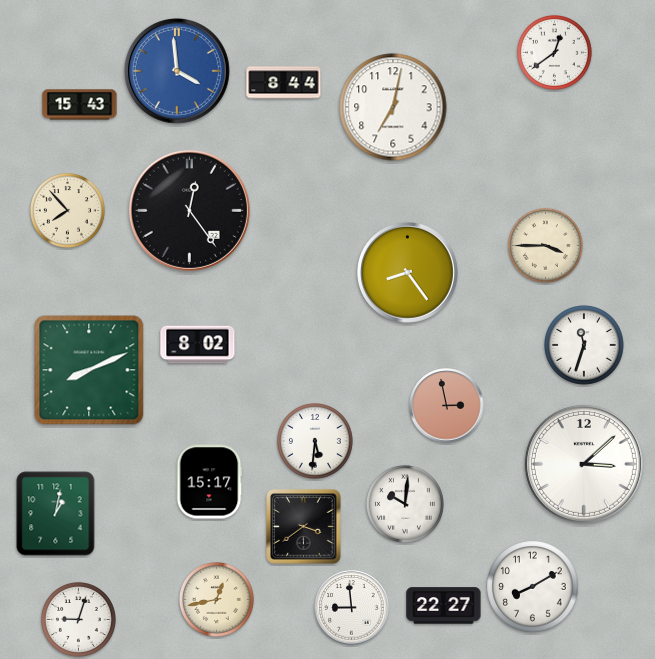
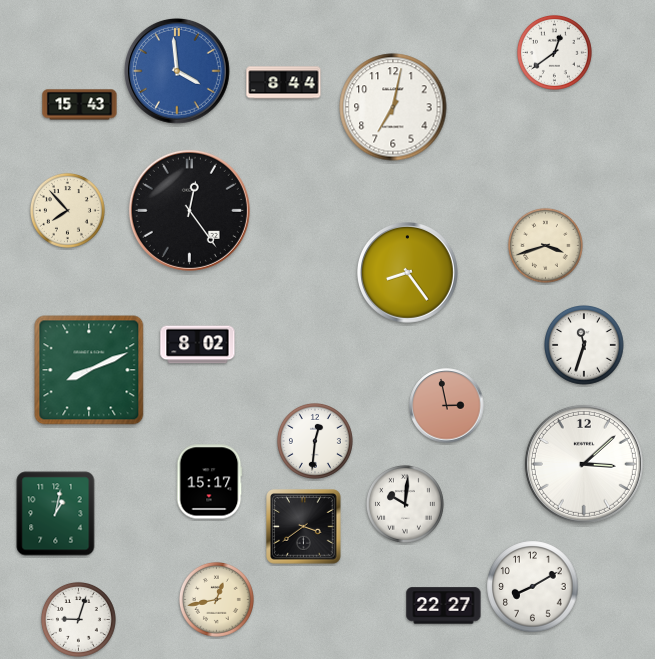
clock at (545, 245): 3:45 -> 3:42
clock at (315, 441): 5:31 -> 12:31
clock at (352, 608): 8:59 -> none
